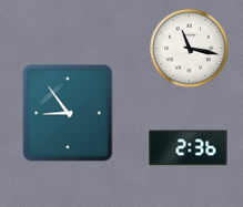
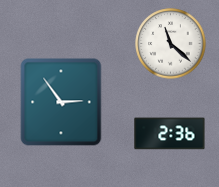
clock at (190, 49): 11:17 -> 11:22
clock at (68, 113): 8:54 -> 2:54
